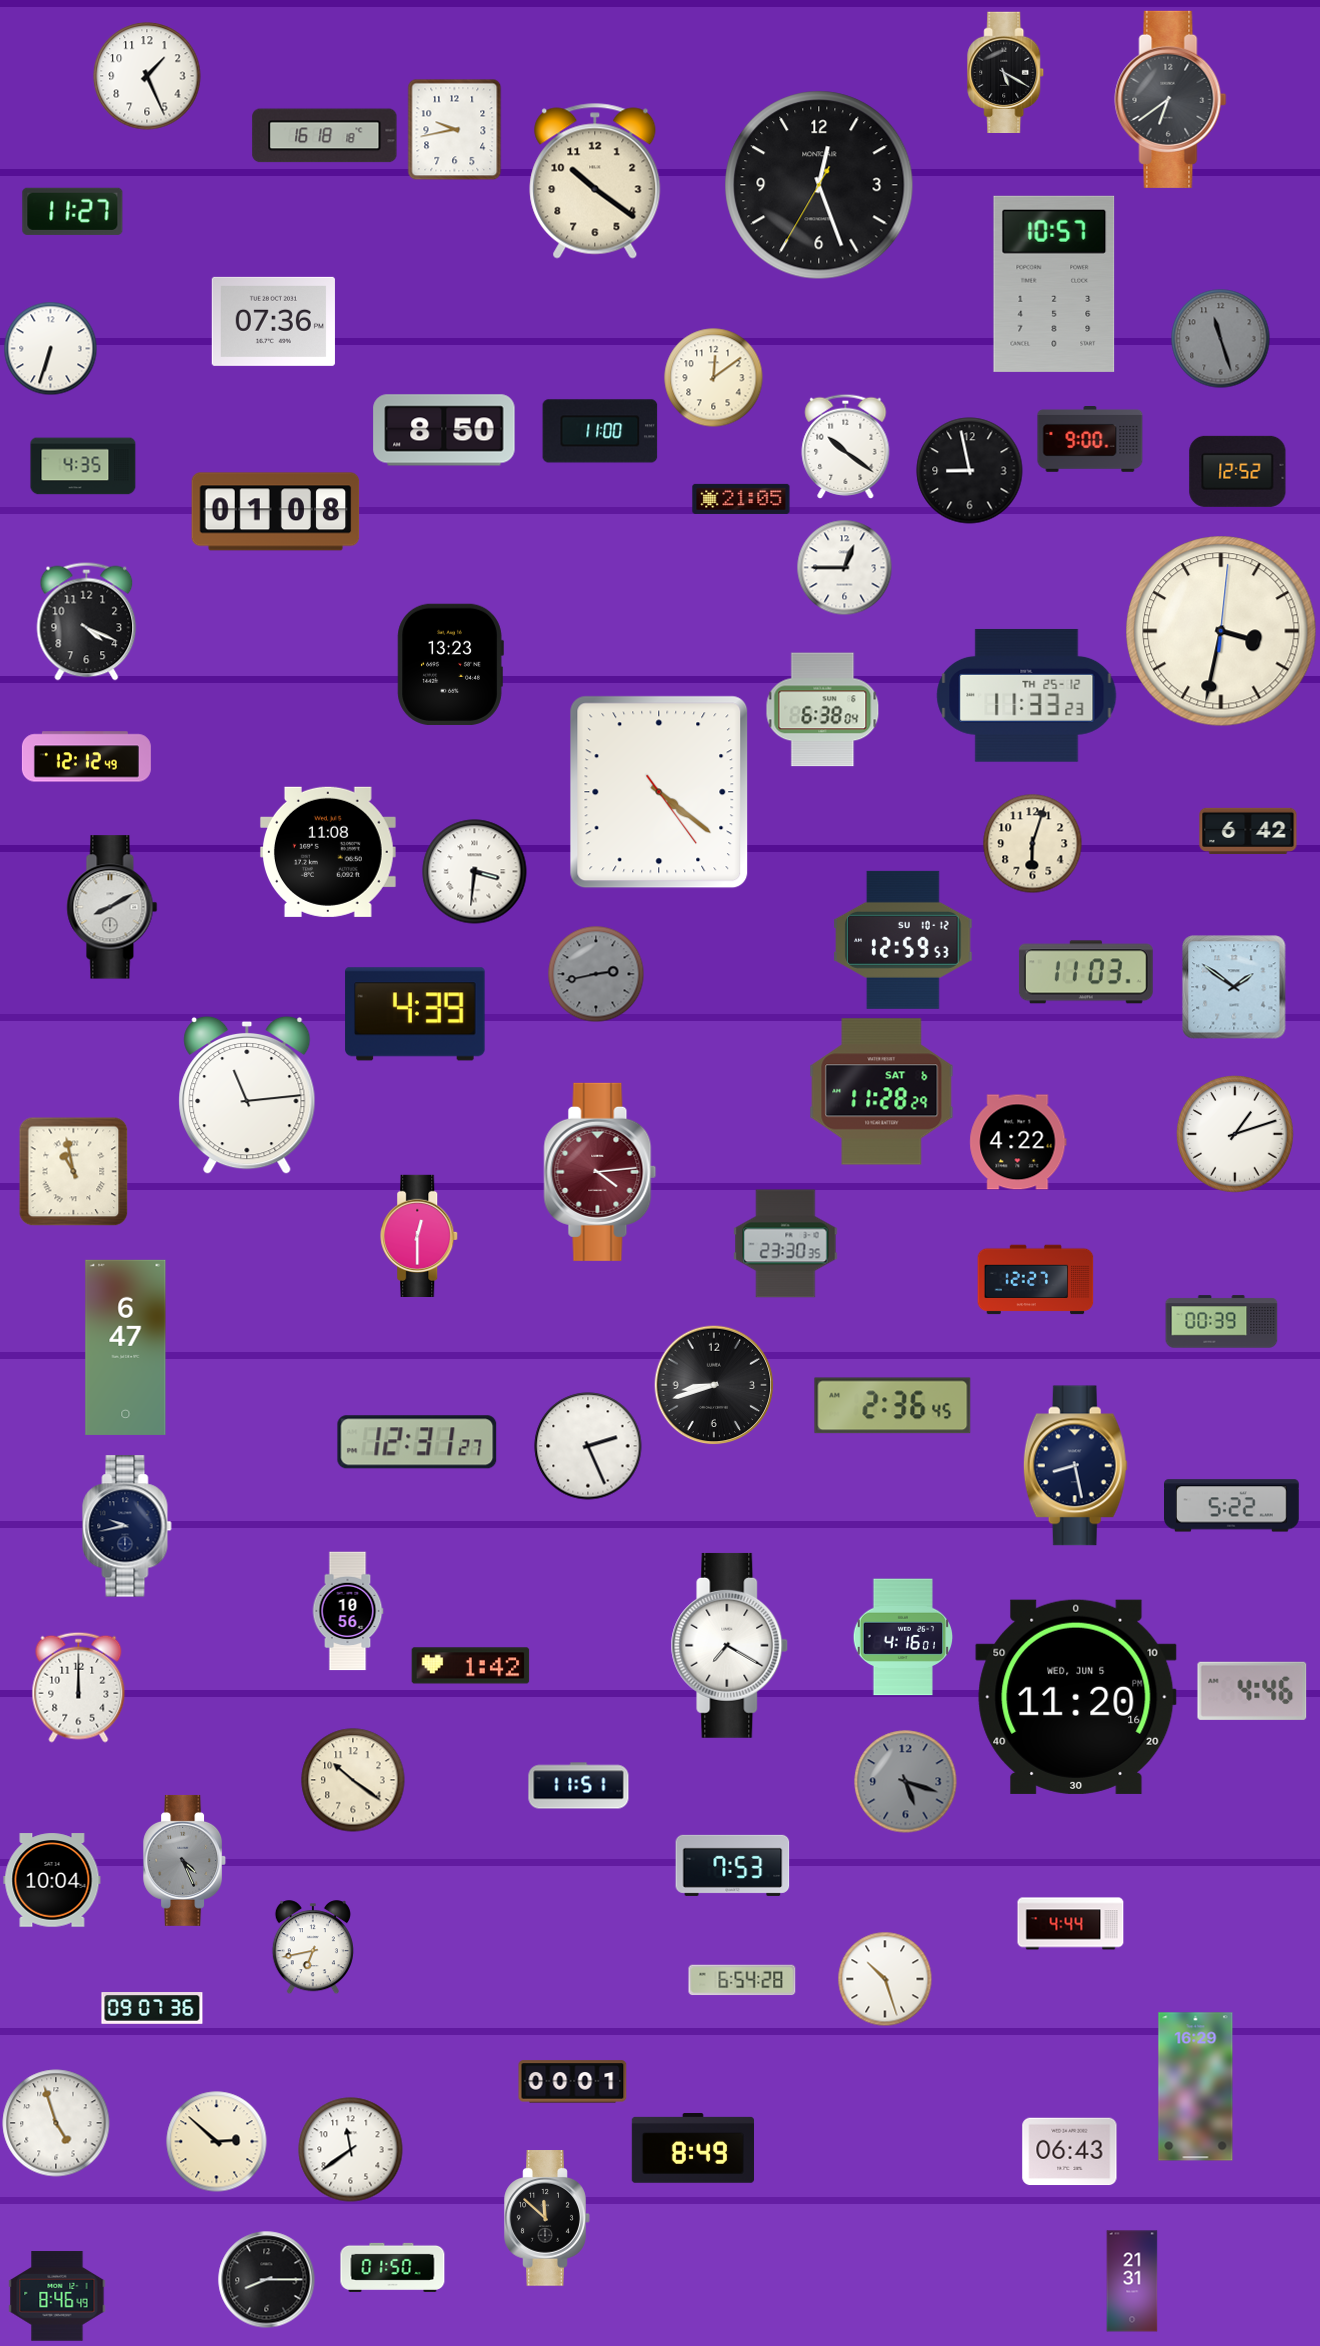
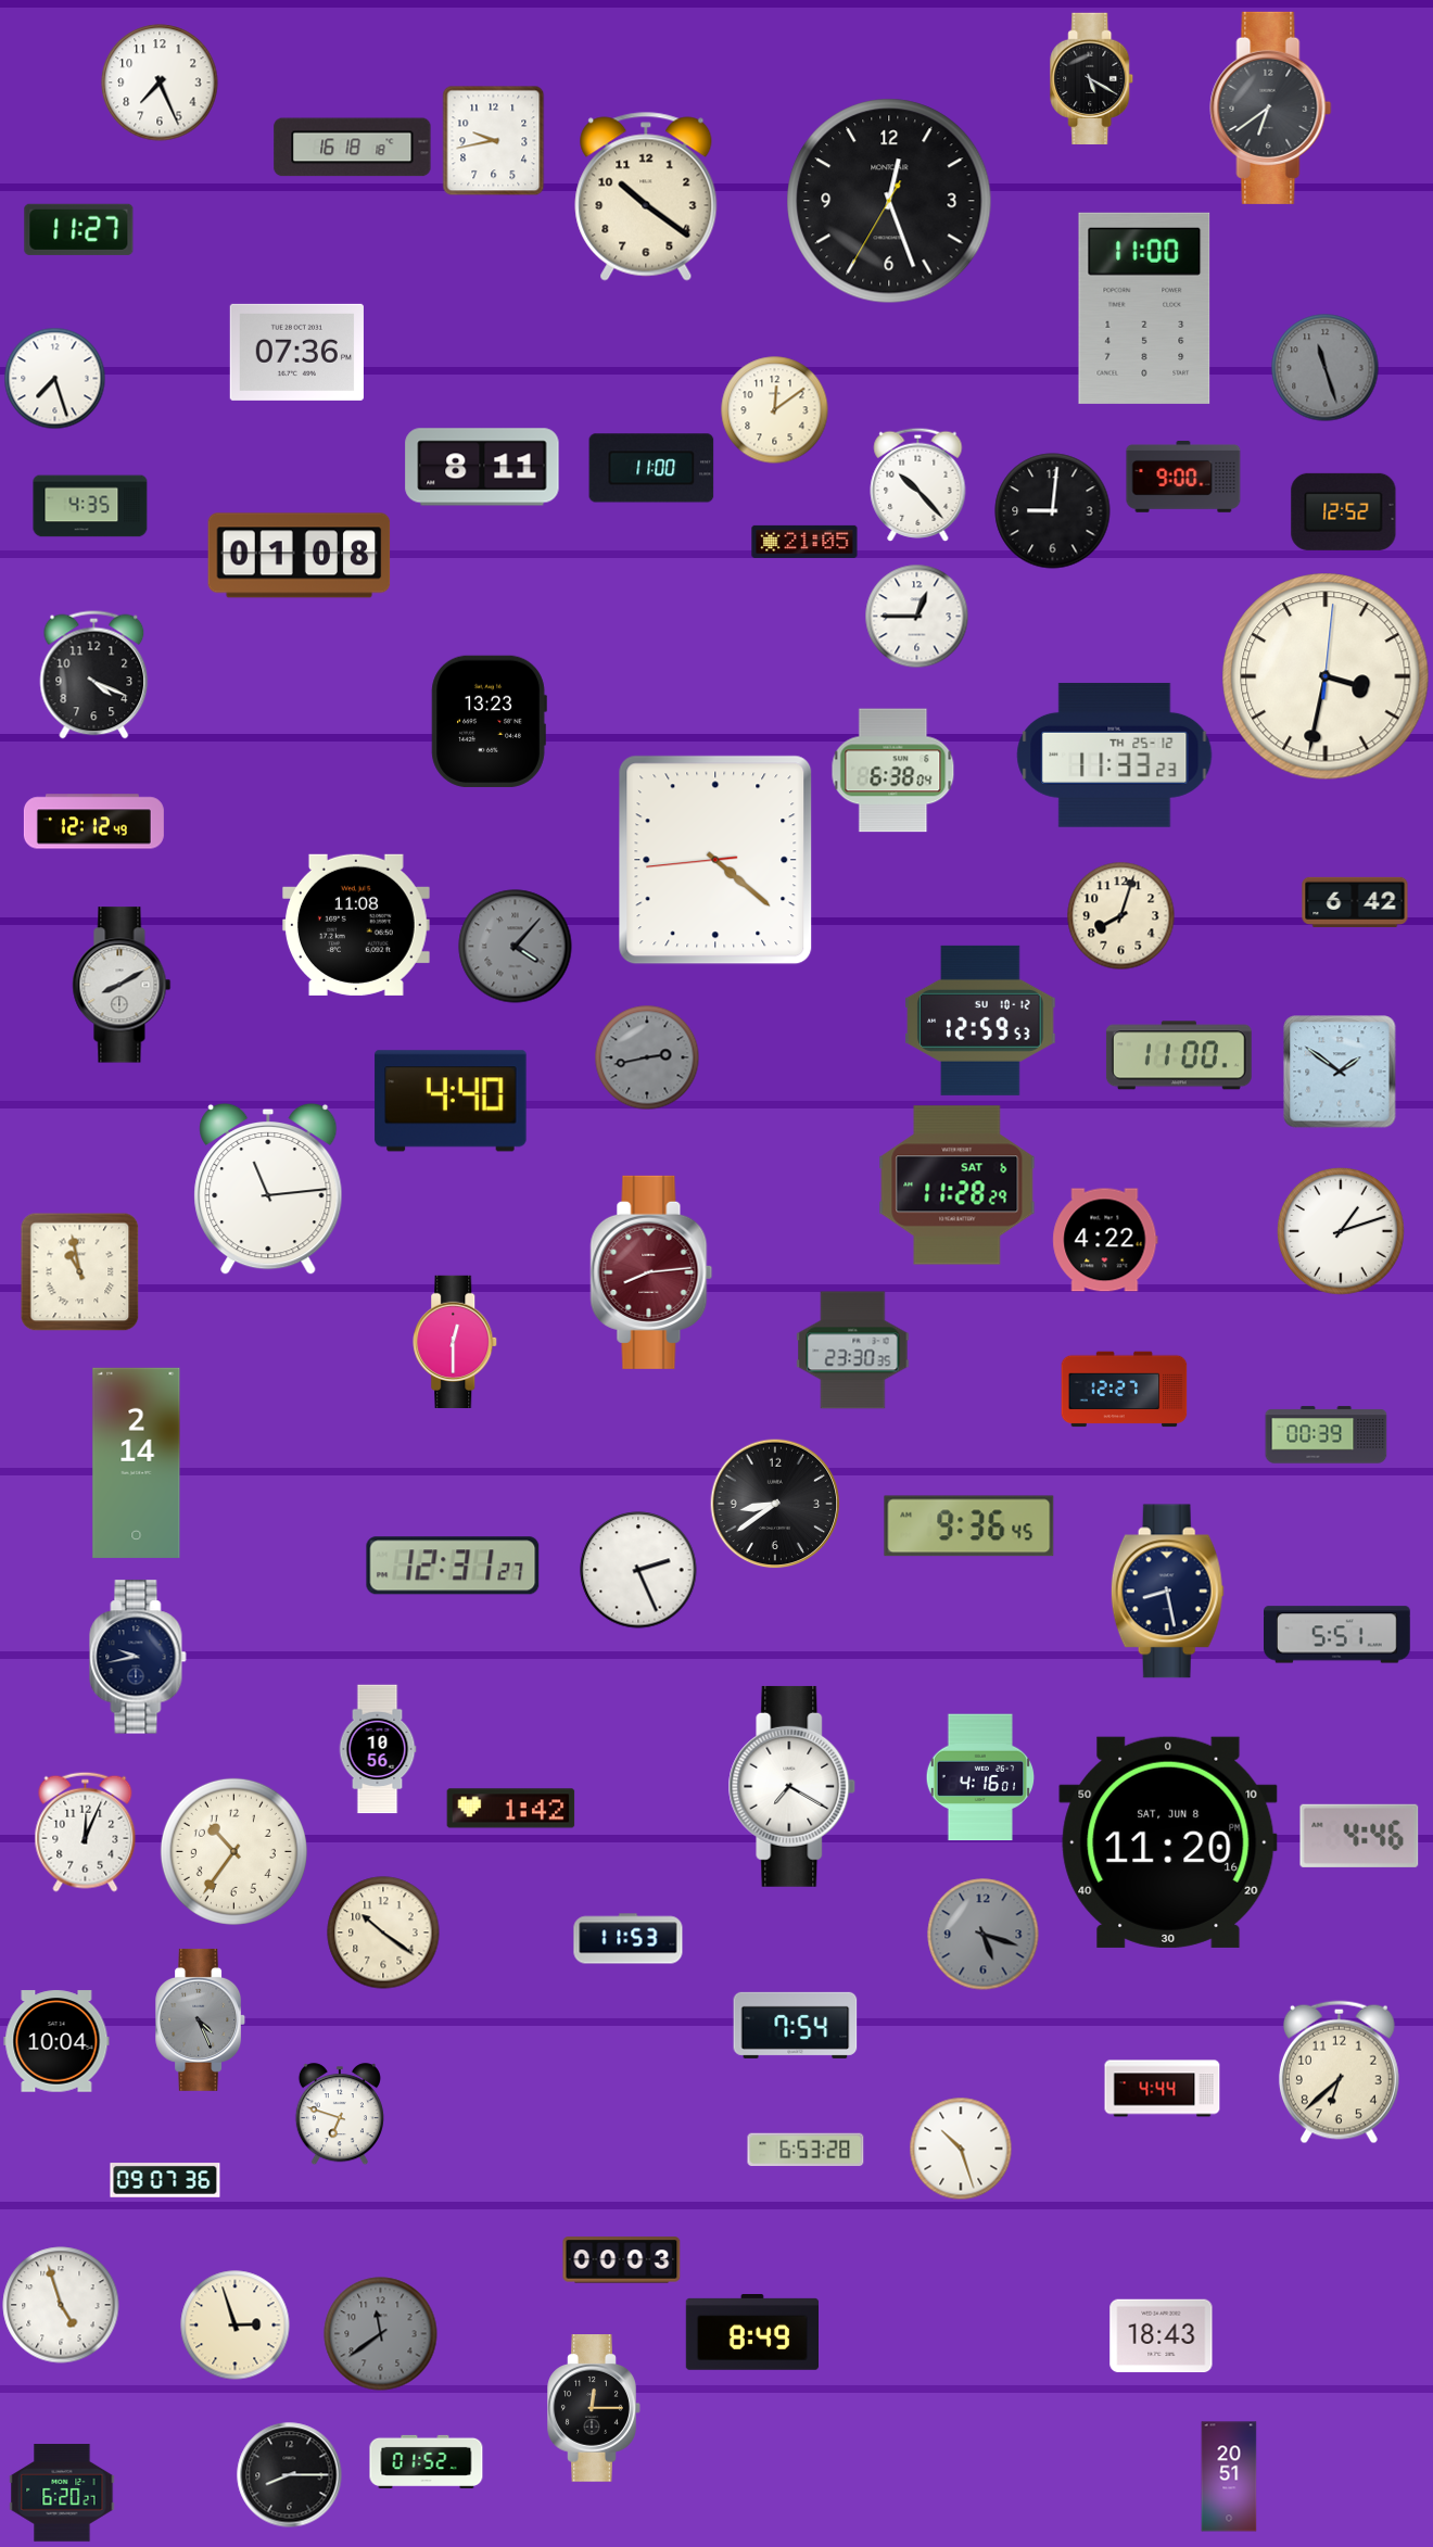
clock at (147, 76): 1:26 -> 7:26
clock at (1054, 284): 10:57 -> 11:00
clock at (273, 321) position: (273, 321) -> (296, 352)
clock at (50, 348): 6:33 -> 7:27
clock at (444, 430): 8:50 -> 8:11
clock at (846, 446): 10:21 -> 10:23
clock at (970, 471): 8:58 -> 9:01
clock at (1221, 631) position: (1221, 631) -> (1326, 676)
clock at (659, 792): 4:21:24 -> 4:21:44
clock at (1033, 844): 6:03 -> 8:03
clock at (475, 872): 3:31 -> 4:07
clock at (475, 872) dial: white -> grey
clock at (1086, 972): 11:03 -> 11:00
clock at (415, 1014): 4:39 -> 4:40
clock at (600, 1172): 4:14 -> 8:14
clock at (126, 1347): 6:47 -> 2:14
clock at (714, 1385): 8:42 -> 8:39
clock at (893, 1406): 2:36 -> 9:36
clock at (1232, 1506): 5:22 -> 5:51
clock at (79, 1687): 12:00 -> 12:04
clock at (1076, 1697) date: WED, JUN 5 -> SAT, JUN 8
clock at (233, 1851): none -> 10:36
clock at (579, 1786): 11:51 -> 11:53
clock at (733, 1865): 7:53 -> 7:54
clock at (1339, 2073): none -> 6:38
clock at (313, 1947): 6:43 -> 6:48
clock at (742, 1980): 6:54 -> 6:53
clock at (573, 2082): 00:01 -> 00:03
clock at (1196, 2087): 16:29 -> none
clock at (217, 2142): 2:52 -> 2:57
clock at (351, 2150) dial: white -> grey
clock at (1070, 2152): 06:43 -> 18:43
clock at (547, 2218): 11:52 -> 12:15
clock at (393, 2267): 01:50 -> 01:52
clock at (1132, 2281): 21:31 -> 20:51
clock at (57, 2296): 8:46 -> 6:20
